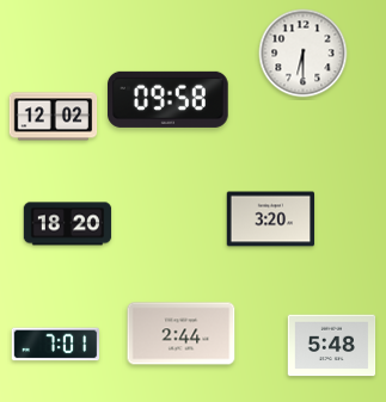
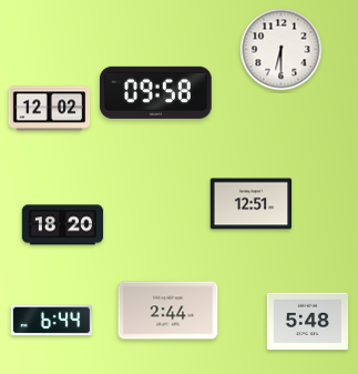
clock at (271, 219): 3:20 -> 12:51
clock at (68, 224) position: (68, 224) -> (63, 225)
clock at (56, 345): 7:01 -> 6:44
